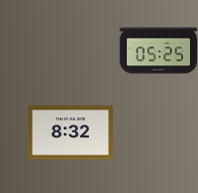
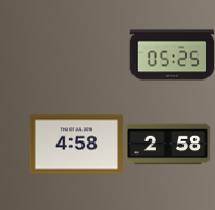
clock at (70, 133): 8:32 -> 4:58
clock at (167, 145): none -> 2:58
